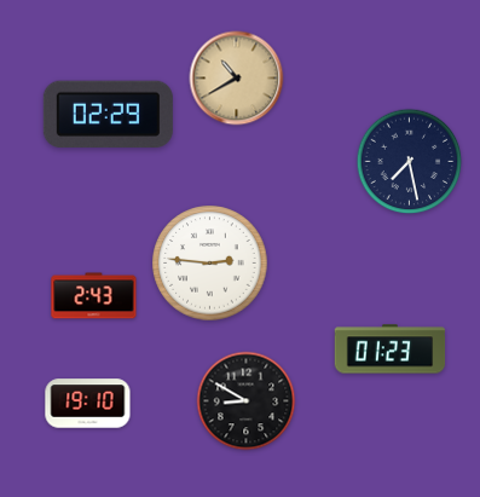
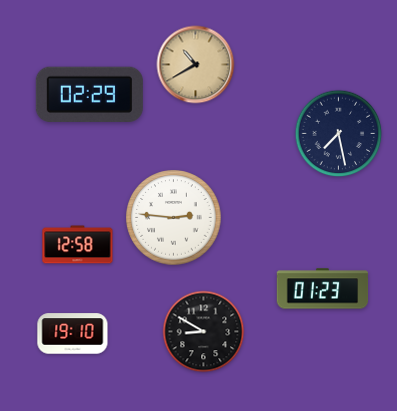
clock at (94, 296): 2:43 -> 12:58
